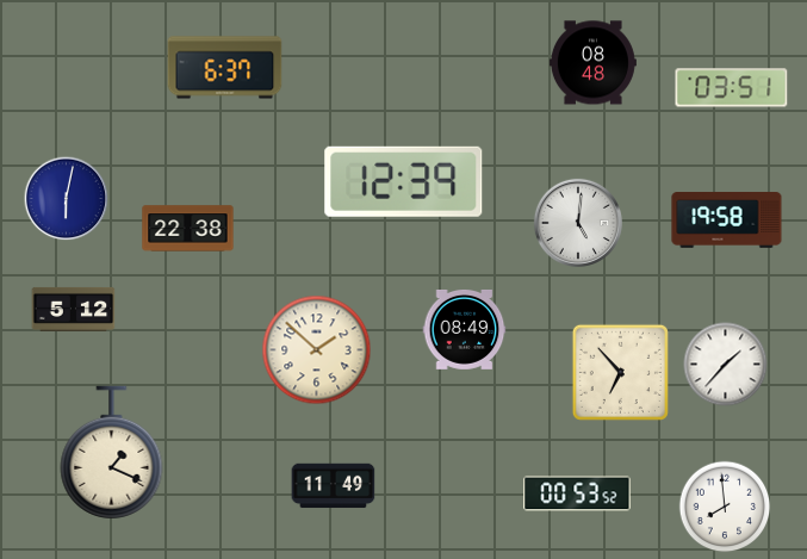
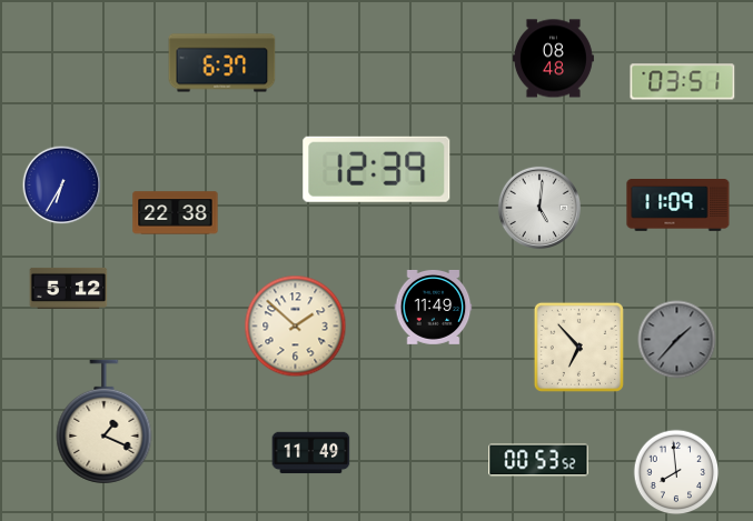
clock at (225, 68) position: (225, 68) -> (222, 63)
clock at (67, 199): 6:02 -> 6:35
clock at (727, 221): 19:58 -> 11:09
clock at (465, 330): 08:49 -> 11:49
clock at (726, 365) dial: white -> grey
